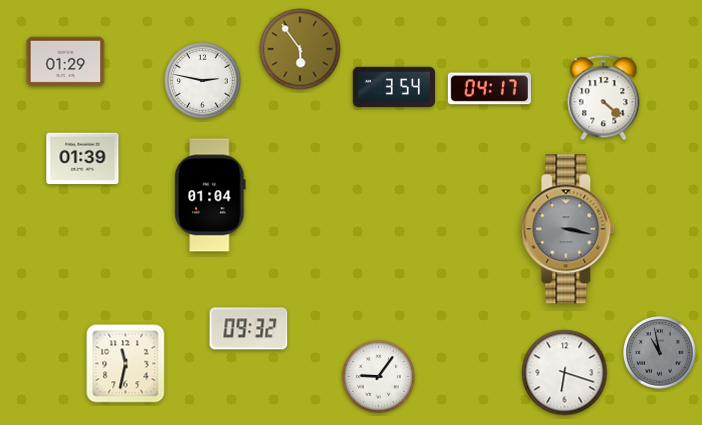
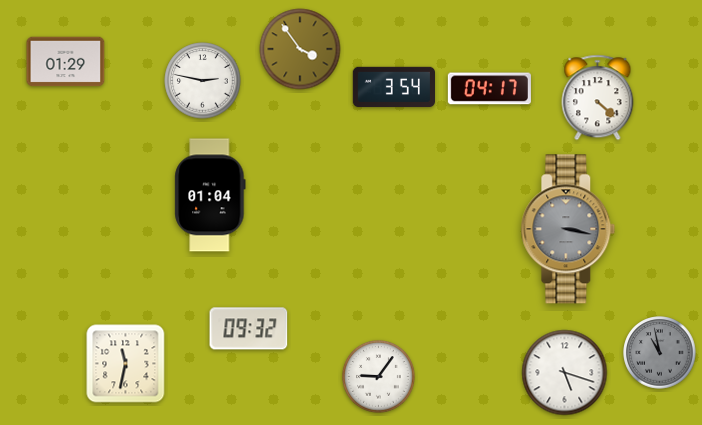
clock at (300, 49): 5:54 -> 3:54
clock at (604, 98) position: (604, 98) -> (598, 98)
clock at (83, 159): 01:39 -> none
clock at (565, 373): 6:18 -> 5:18
